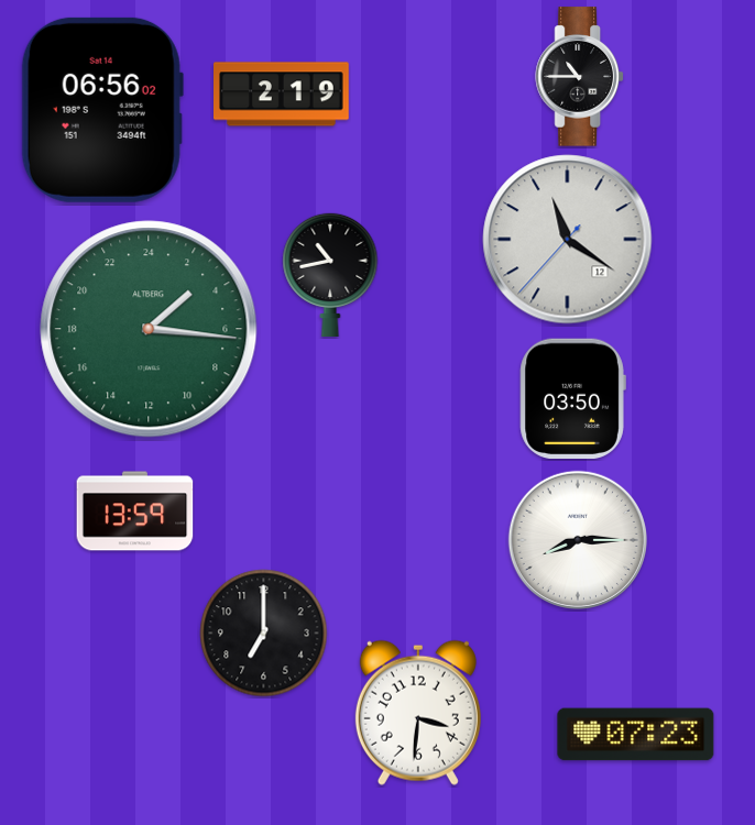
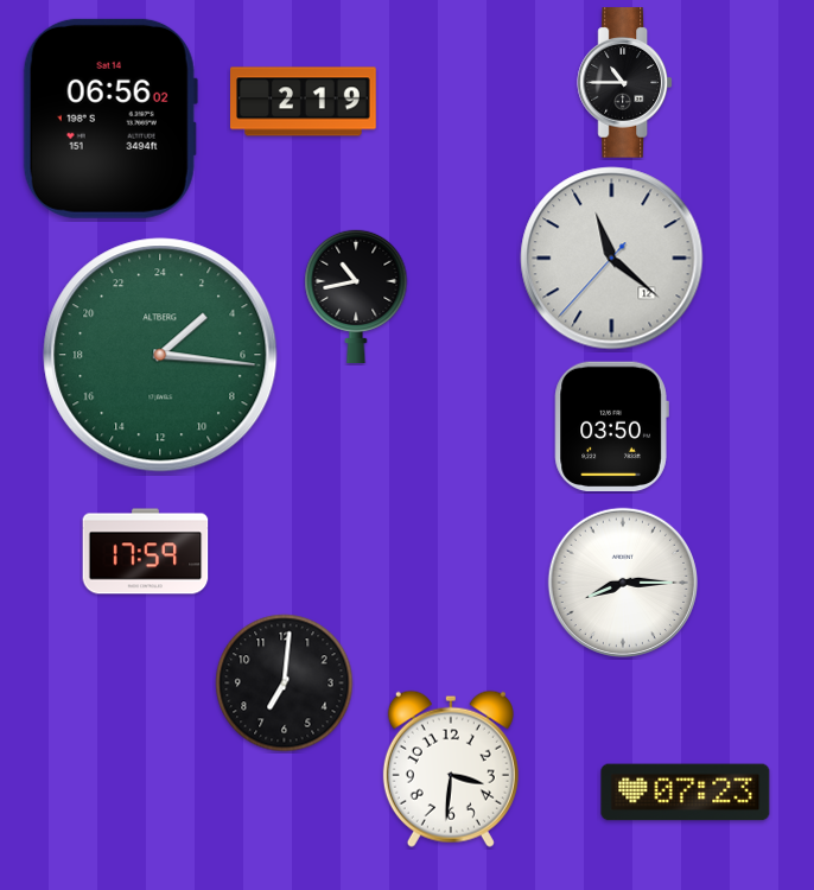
clock at (568, 240): 11:20 -> 11:21
clock at (572, 398) position: (572, 398) -> (611, 426)
clock at (135, 512): 13:59 -> 17:59
clock at (264, 634): 7:00 -> 7:01
